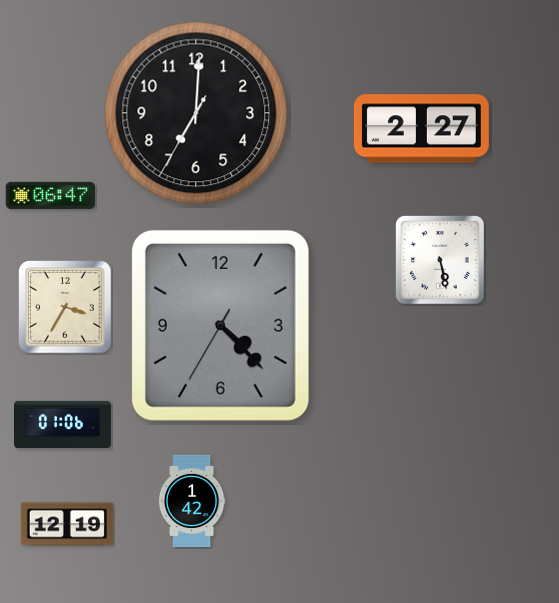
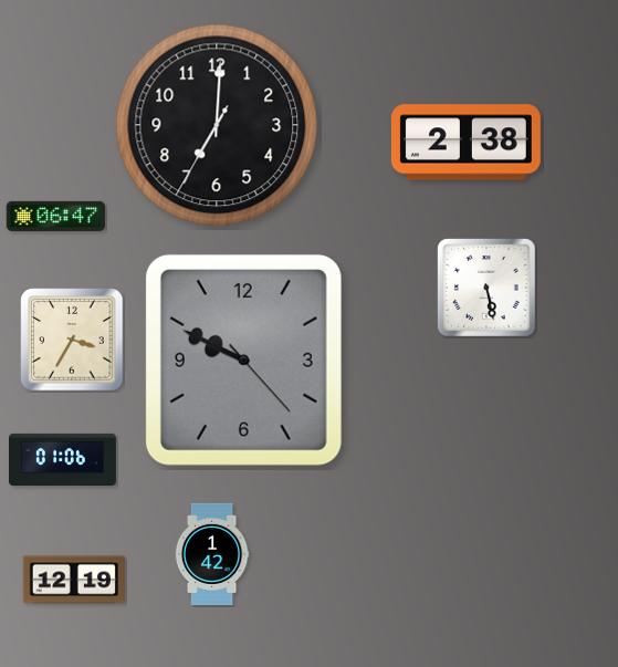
clock at (421, 129): 2:27 -> 2:38
clock at (220, 325): 4:22 -> 9:49
clock at (63, 424) position: (63, 424) -> (63, 459)
